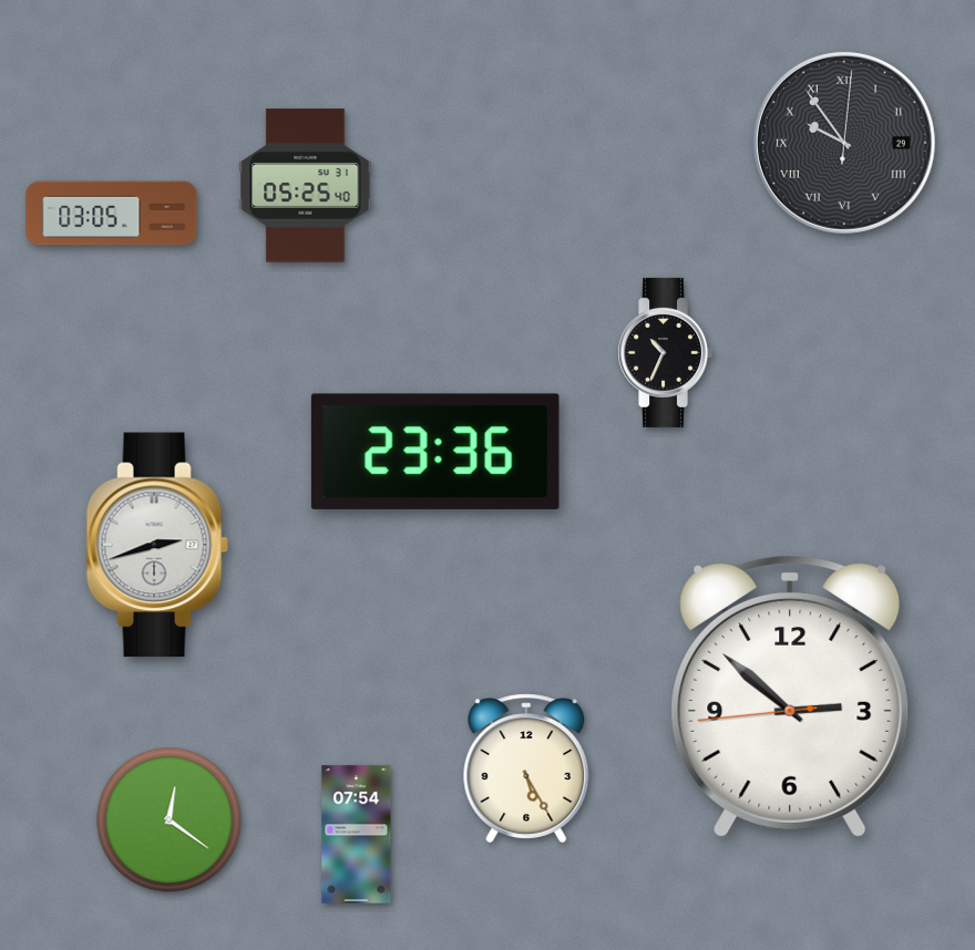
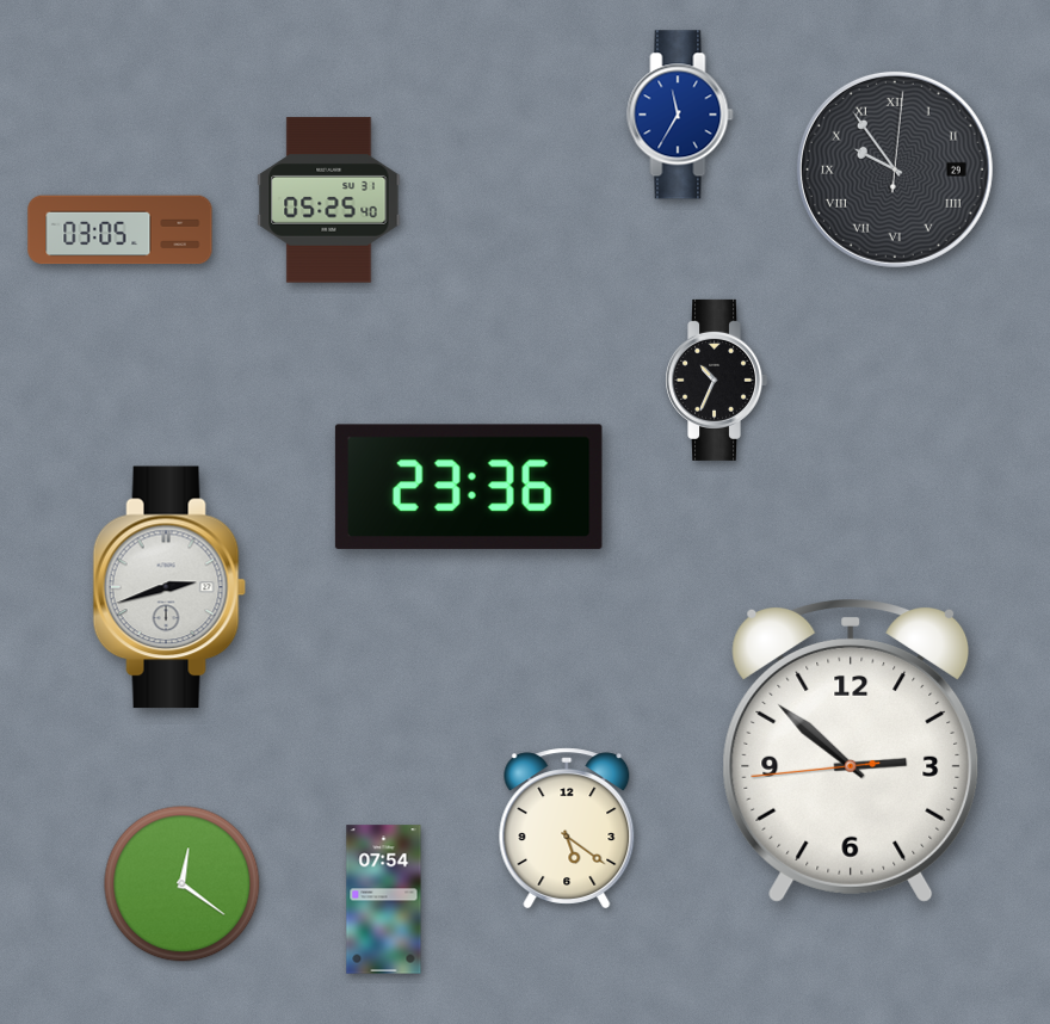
clock at (680, 115): none -> 11:35
clock at (844, 143) position: (844, 143) -> (895, 169)
clock at (526, 768): 5:25 -> 5:21
